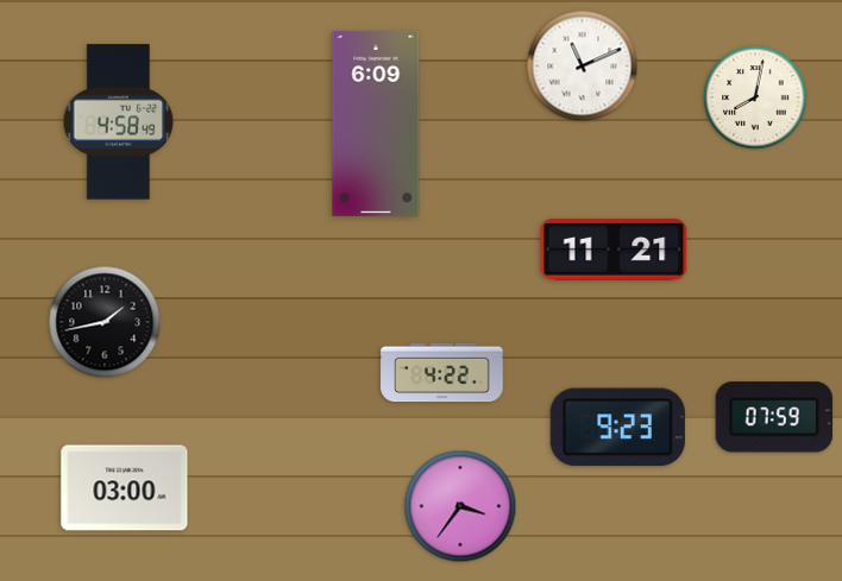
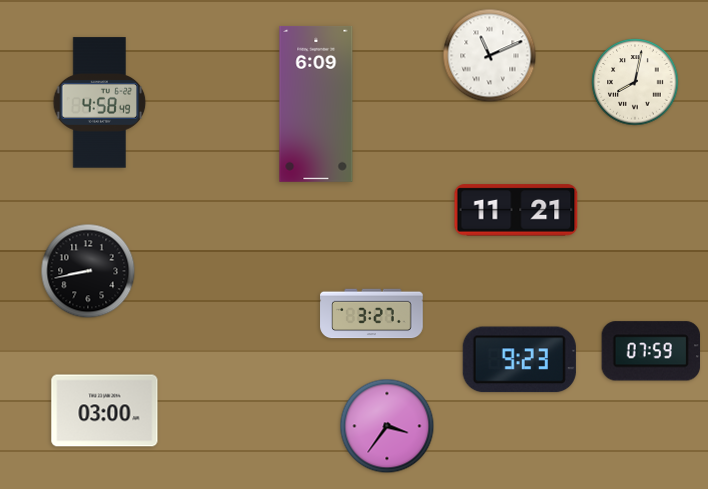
clock at (105, 322): 1:43 -> 8:43
clock at (442, 373): 4:22 -> 3:27
